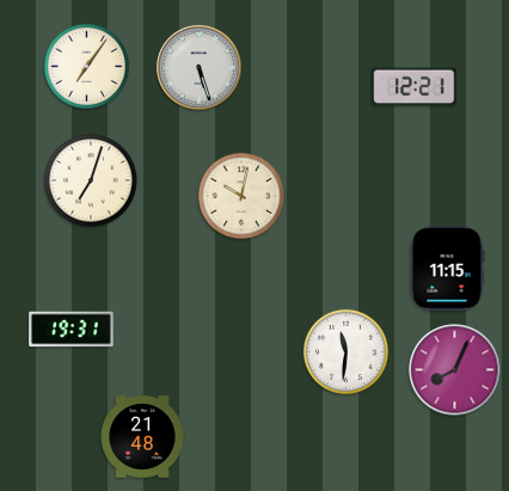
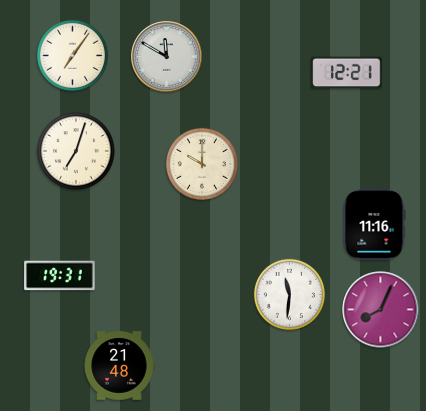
clock at (200, 68): 5:27 -> 11:50
clock at (241, 196): 10:02 -> 10:00
clock at (447, 269): 11:15 -> 11:16
